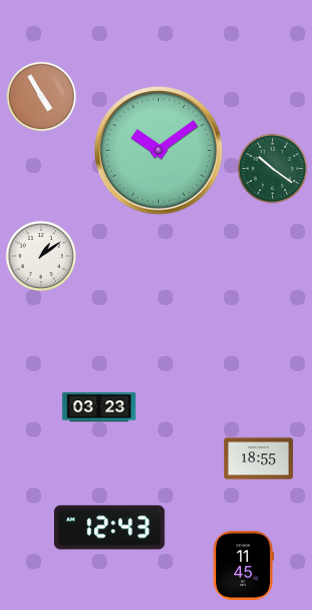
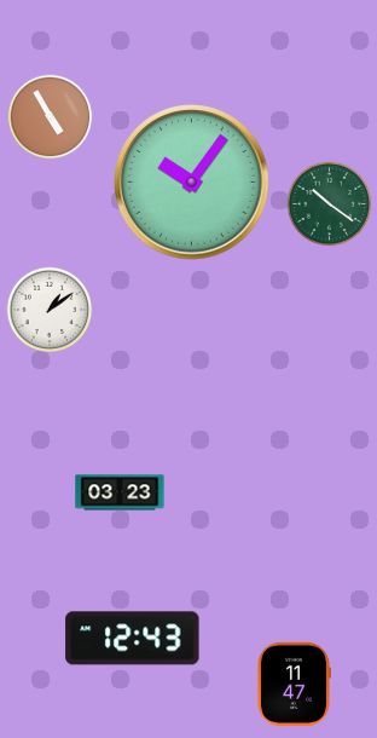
clock at (159, 151): 10:09 -> 10:06
clock at (258, 459): 18:55 -> none
clock at (244, 565): 11:45 -> 11:47
